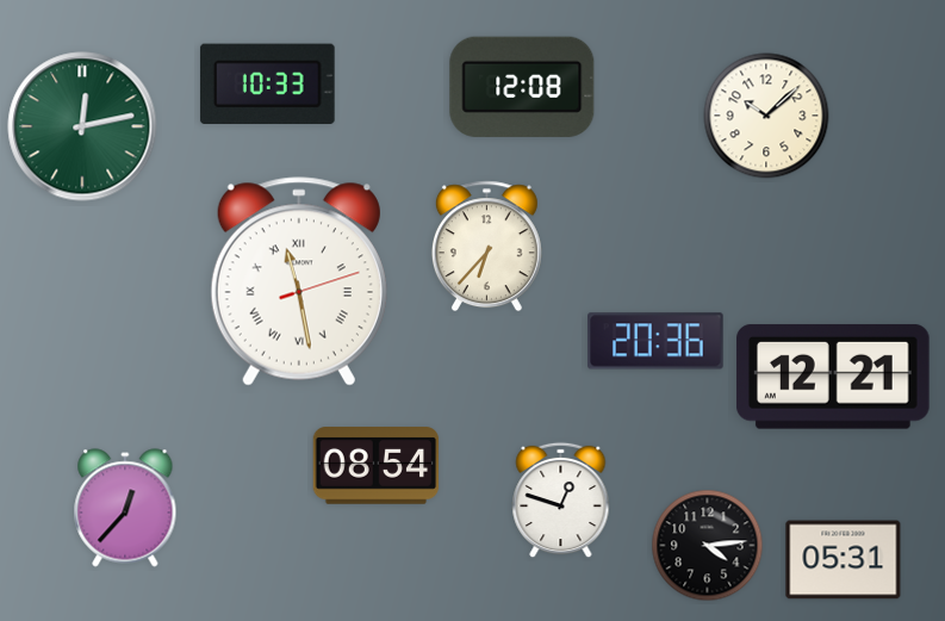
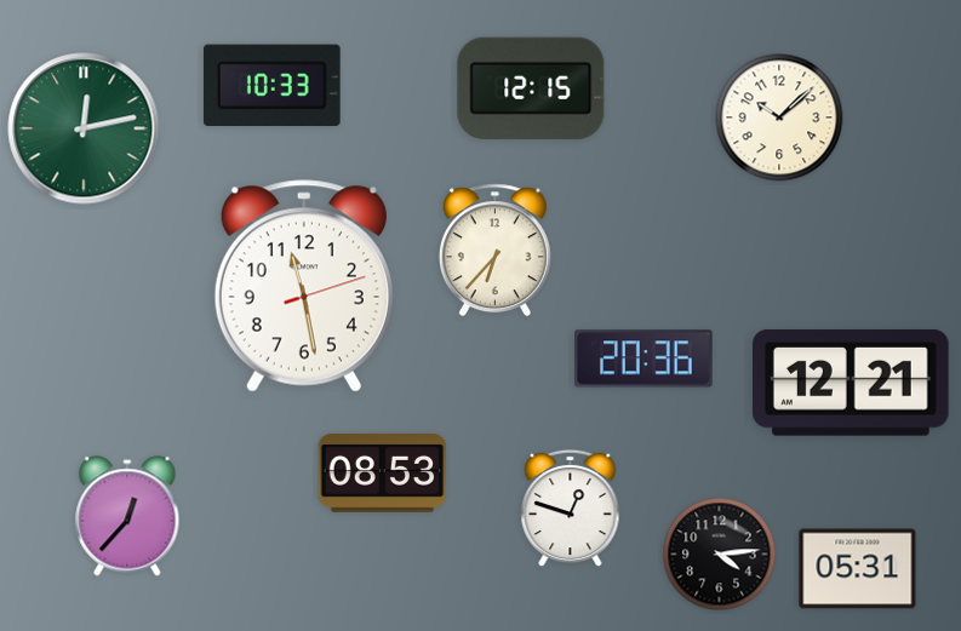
clock at (522, 87): 12:08 -> 12:15
clock at (299, 281) numerals: Roman -> Arabic
clock at (655, 341) position: (655, 341) -> (643, 358)
clock at (833, 377) position: (833, 377) -> (851, 383)
clock at (377, 466): 08:54 -> 08:53
